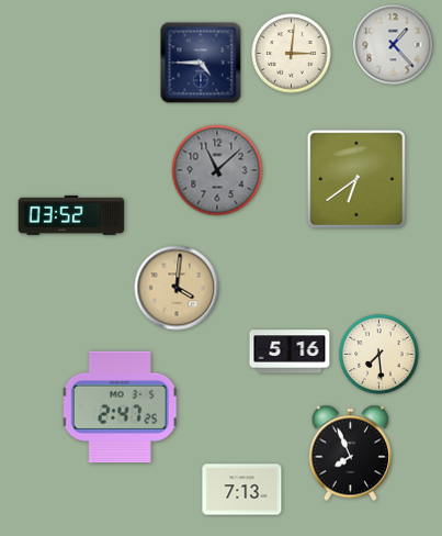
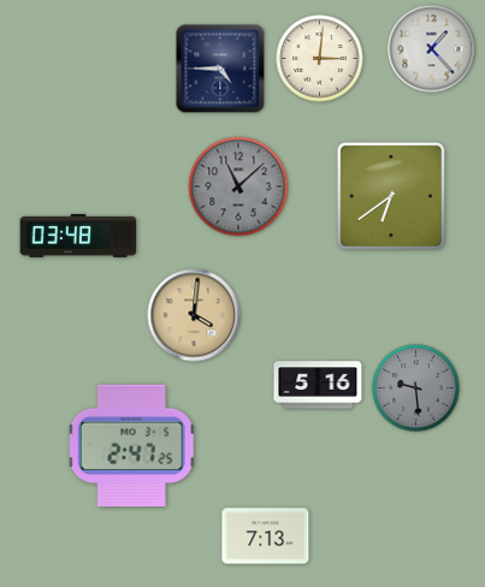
clock at (71, 215): 03:52 -> 03:48
clock at (379, 355): 7:29 -> 9:29
clock at (379, 355) dial: cream -> grey
clock at (350, 454): 7:56 -> none
